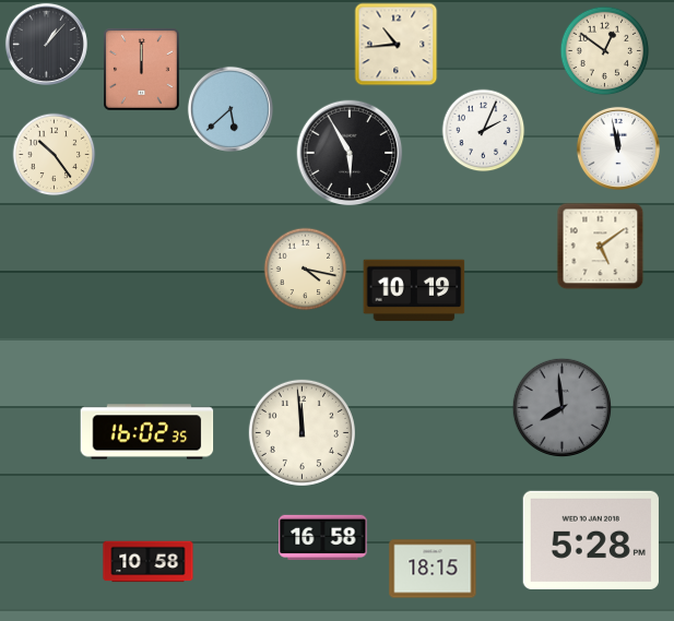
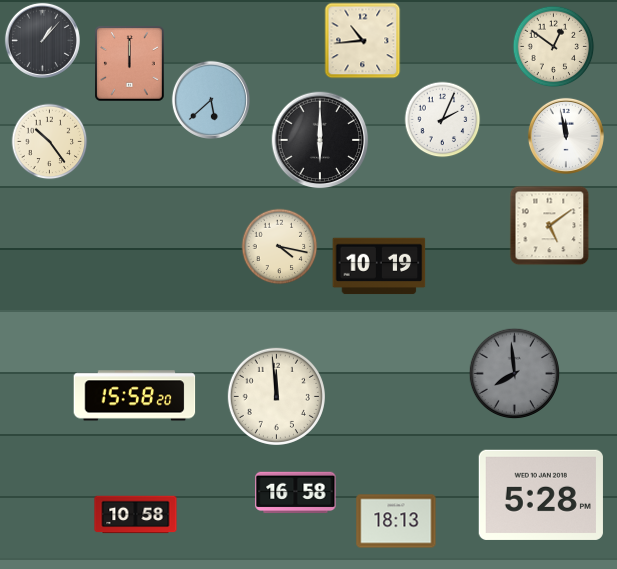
clock at (350, 153): 5:55 -> 6:00
clock at (147, 432): 16:02 -> 15:58
clock at (433, 569): 18:15 -> 18:13
